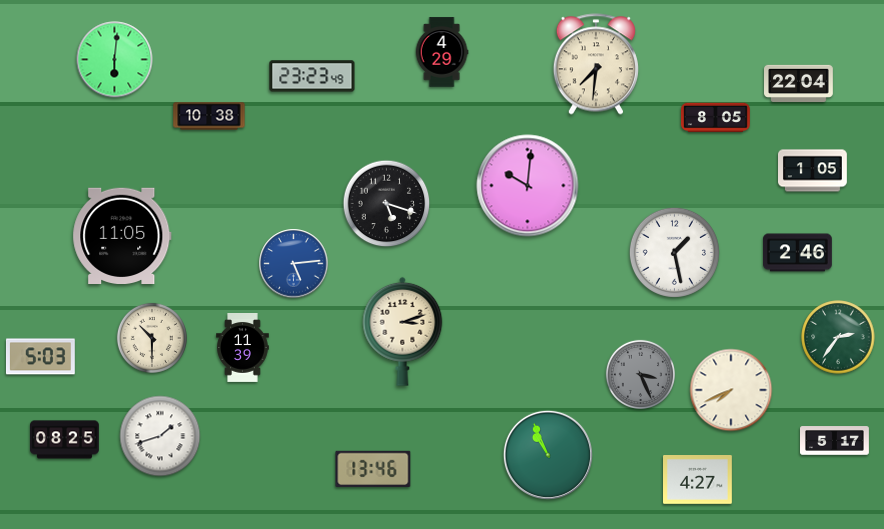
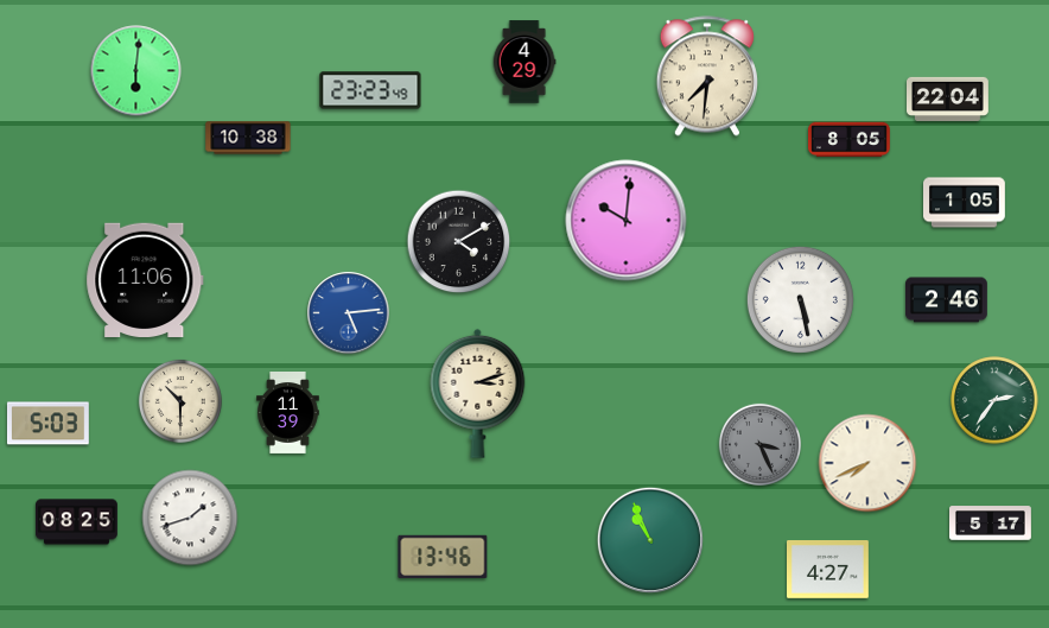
clock at (387, 204): 5:18 -> 4:10
clock at (122, 235): 11:05 -> 11:06
clock at (674, 252): 1:28 -> 5:28
